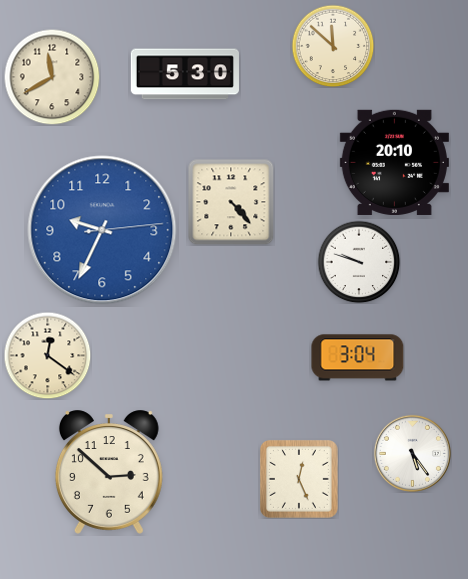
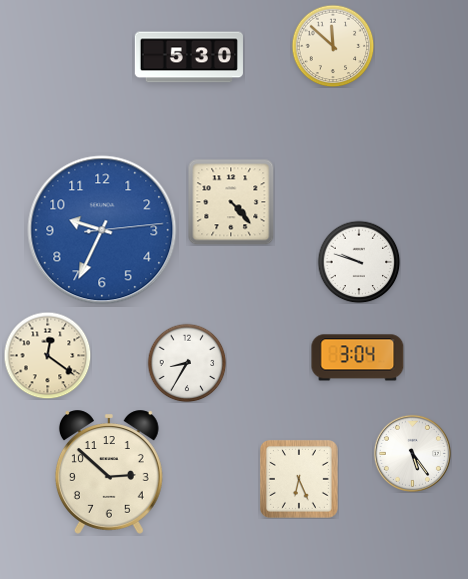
clock at (185, 74) position: (185, 74) -> (189, 57)
clock at (52, 77): 11:40 -> none
clock at (394, 162): 20:10 -> none
clock at (187, 363): none -> 8:35
clock at (299, 479): 12:26 -> 6:26
